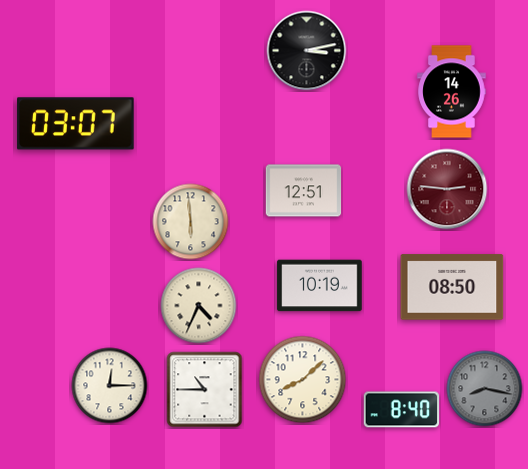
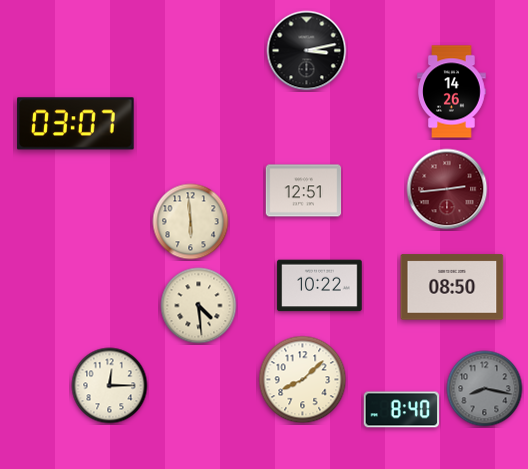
clock at (447, 189): 2:46 -> 2:44
clock at (320, 286): 10:19 -> 10:22
clock at (199, 306): 4:34 -> 4:29
clock at (205, 390): 10:45 -> none
